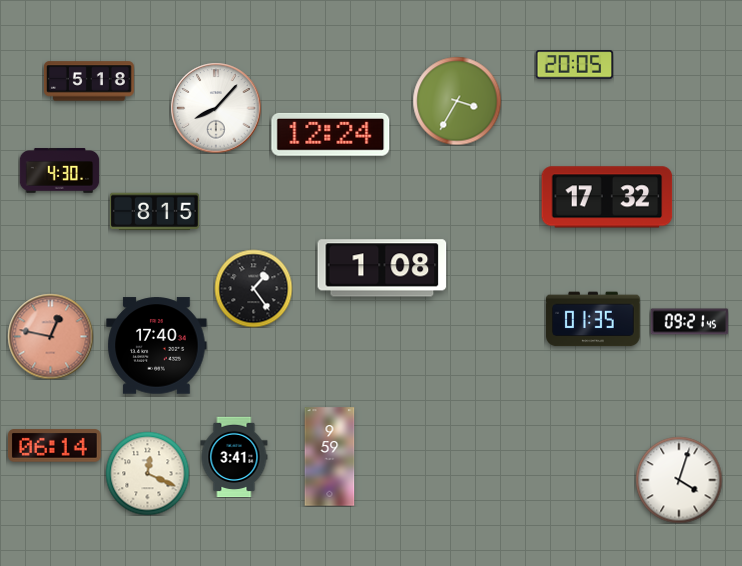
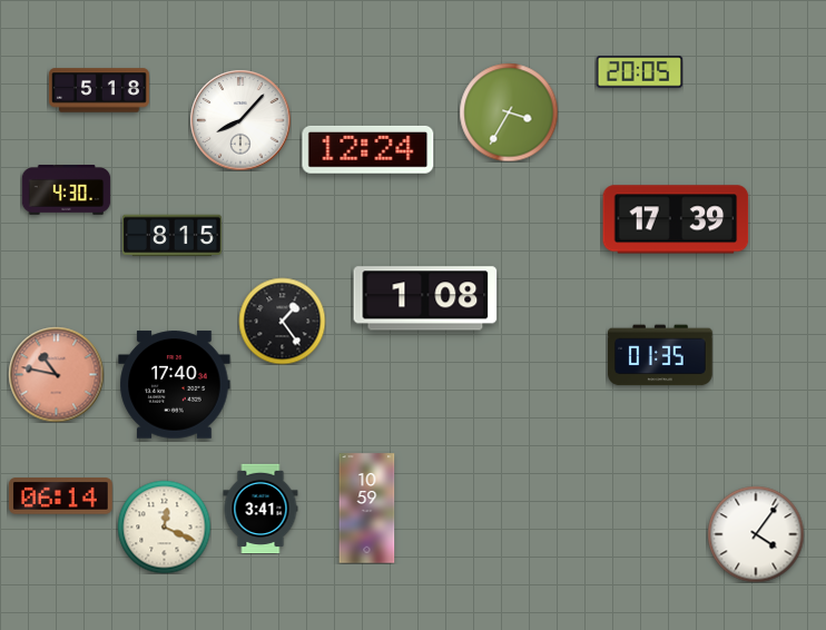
clock at (607, 197): 17:32 -> 17:39
clock at (689, 322): 09:21 -> none
clock at (50, 336): 12:47 -> 10:47
clock at (330, 457): 9:59 -> 10:59
clock at (679, 480): 4:03 -> 4:06
